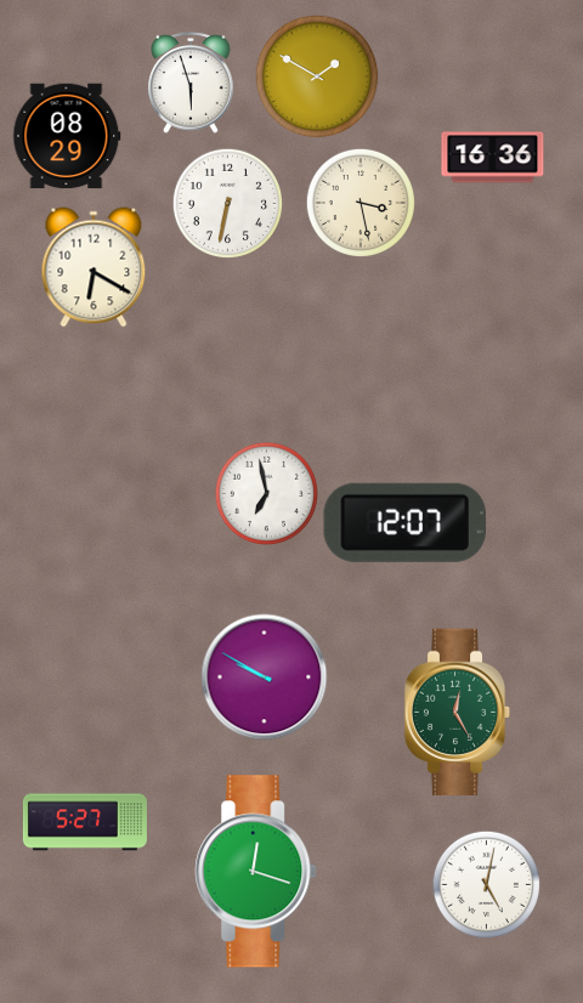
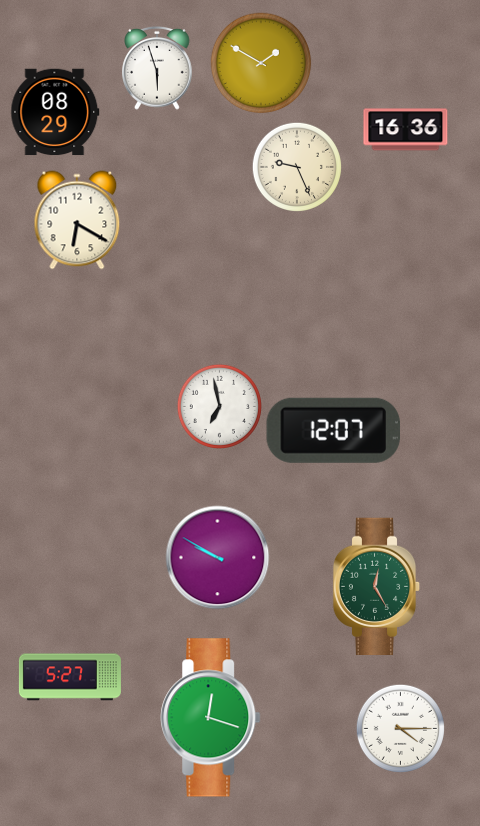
clock at (360, 202): 3:28 -> 9:26
clock at (227, 203): 6:32 -> none
clock at (486, 884): 5:02 -> 4:15
